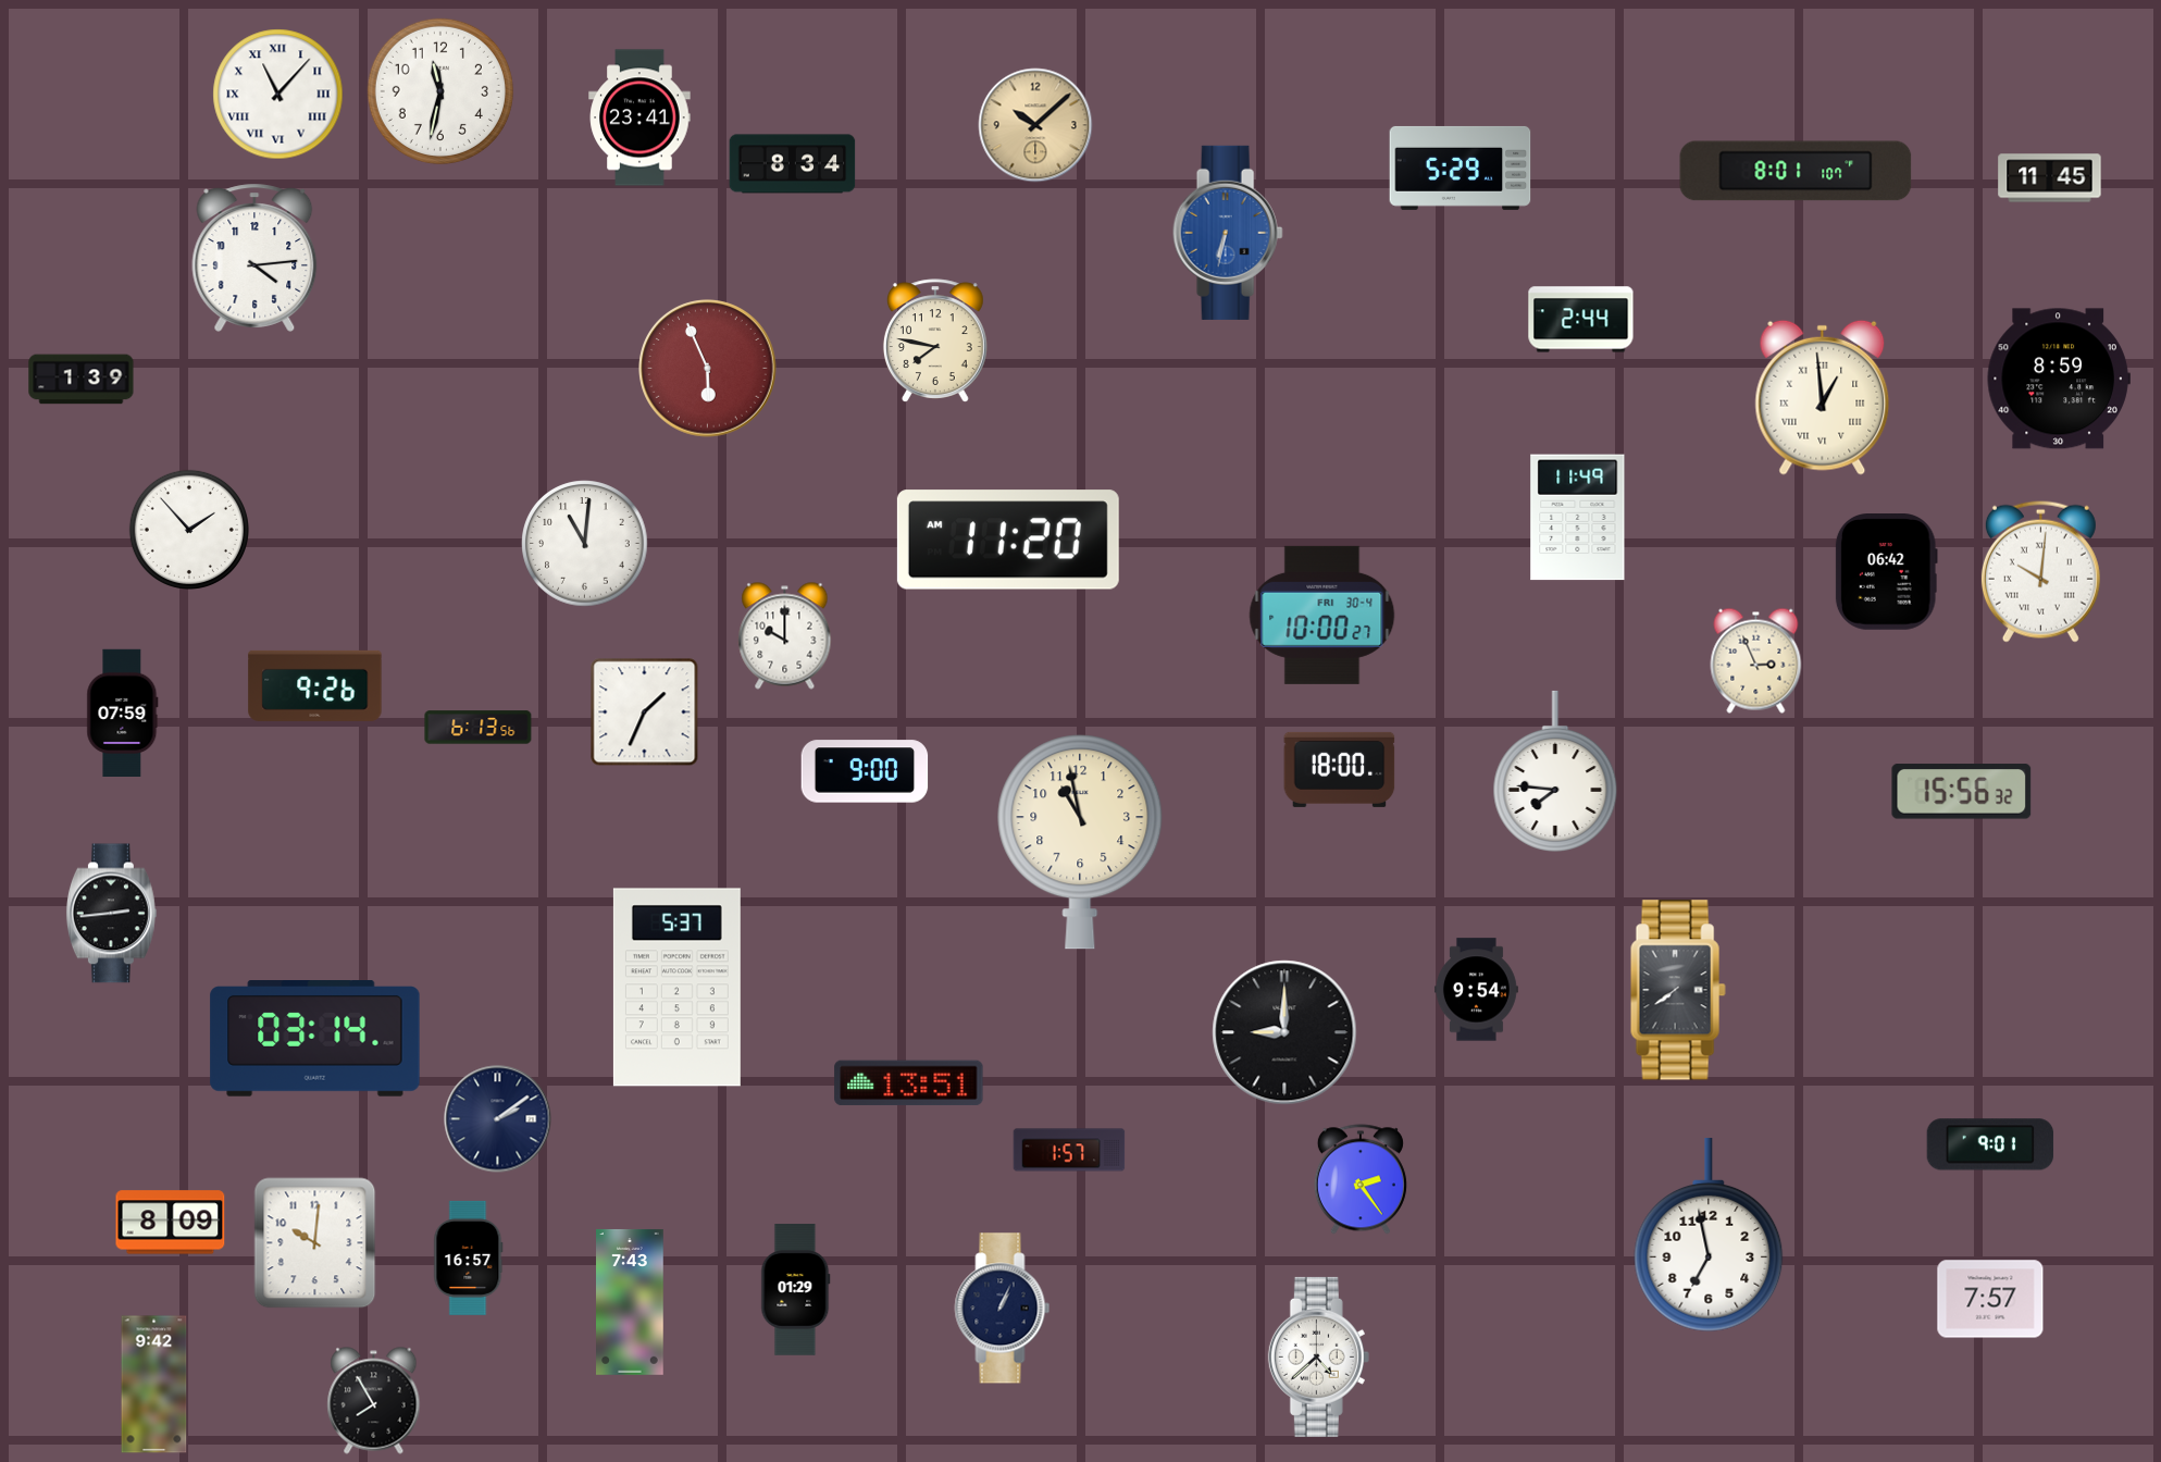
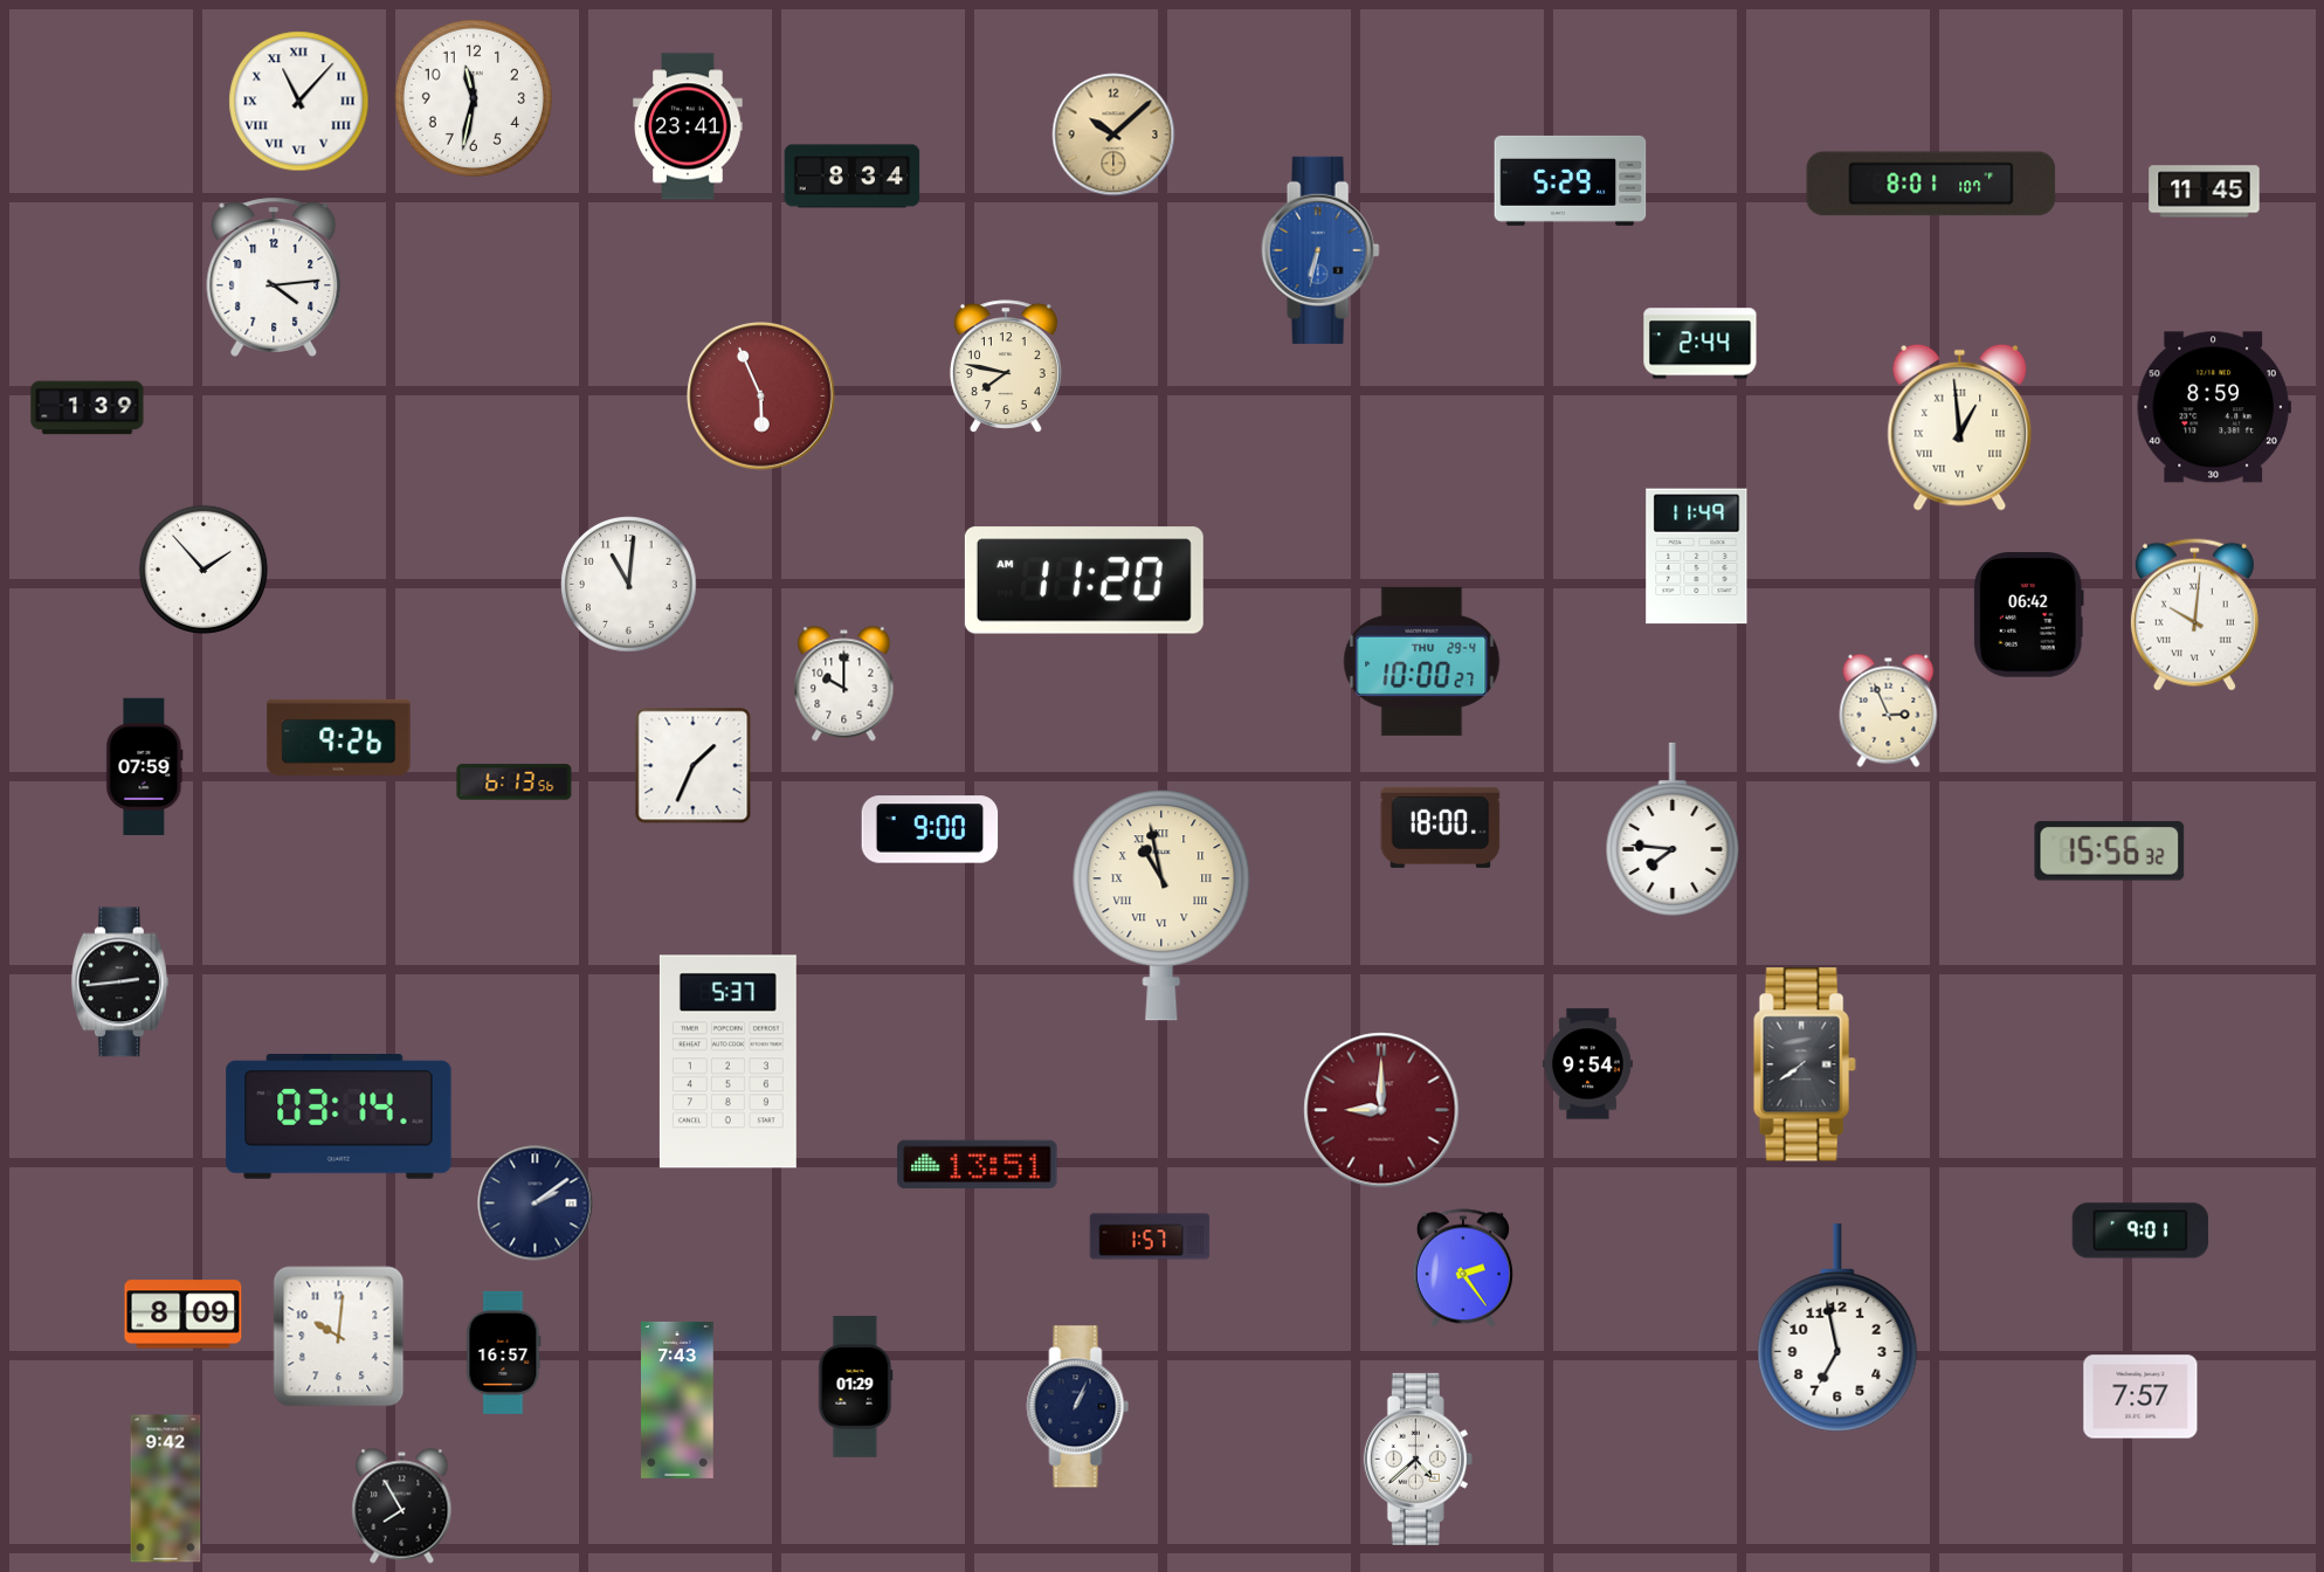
clock at (1322, 615) date: FRI 30-4 -> THU 29-4
clock at (123, 713) position: (123, 713) -> (145, 766)
clock at (1080, 842) numerals: Arabic -> Roman
clock at (1284, 1032) dial: black -> burgundy
